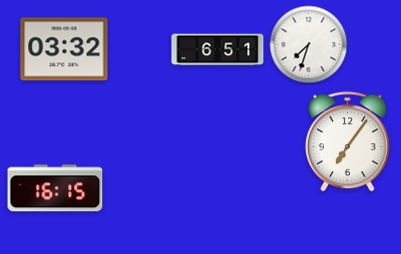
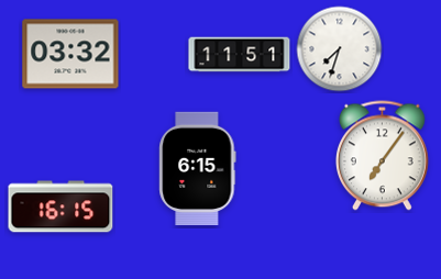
clock at (218, 50): 6:51 -> 11:51
clock at (198, 168): none -> 6:15
